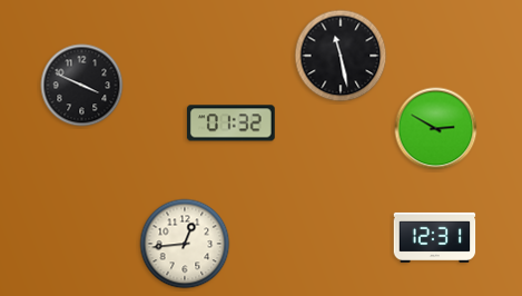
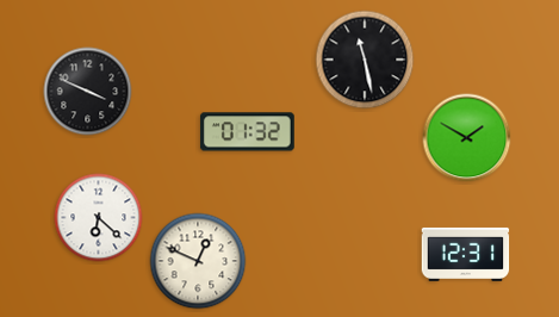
clock at (436, 129): 2:50 -> 1:50
clock at (99, 218): none -> 6:22
clock at (185, 244): 12:44 -> 12:49
